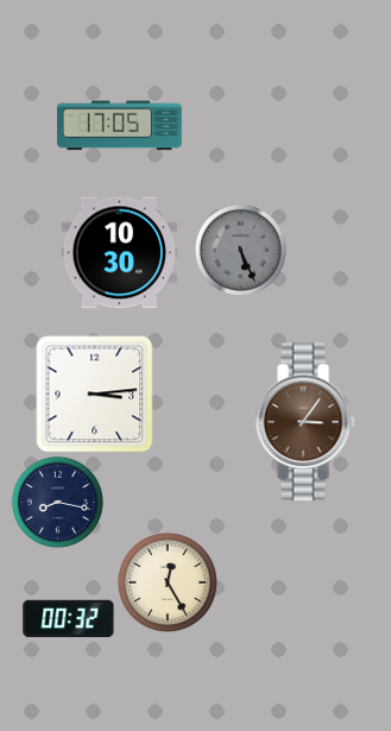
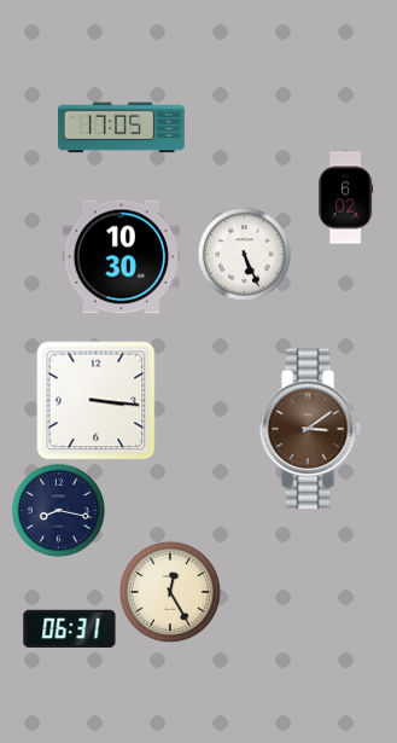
clock at (346, 198): none -> 6:02
clock at (240, 250) dial: grey -> white
clock at (95, 395): 3:14 -> 3:16
clock at (305, 422): 3:06 -> 3:09
clock at (69, 618): 00:32 -> 06:31
